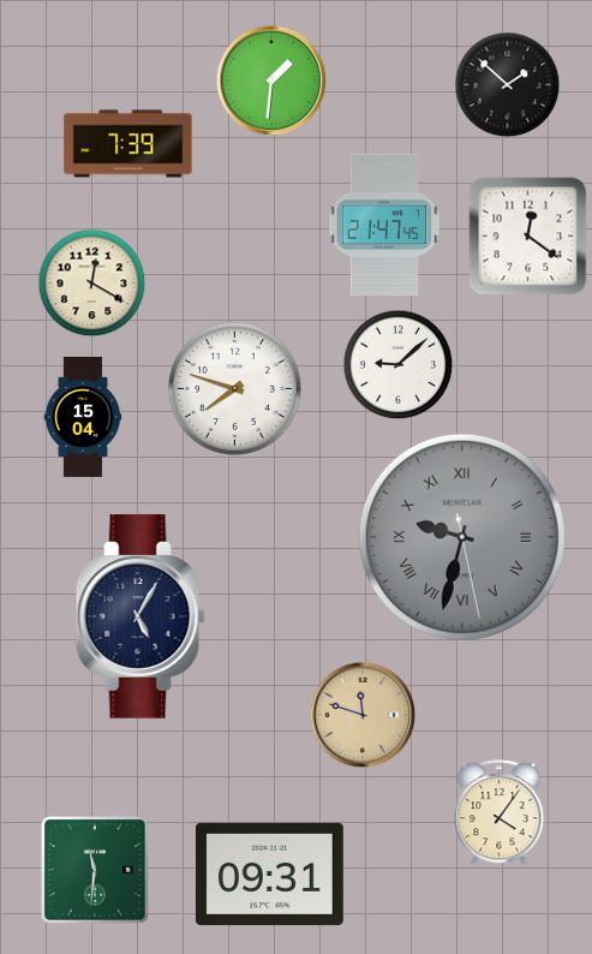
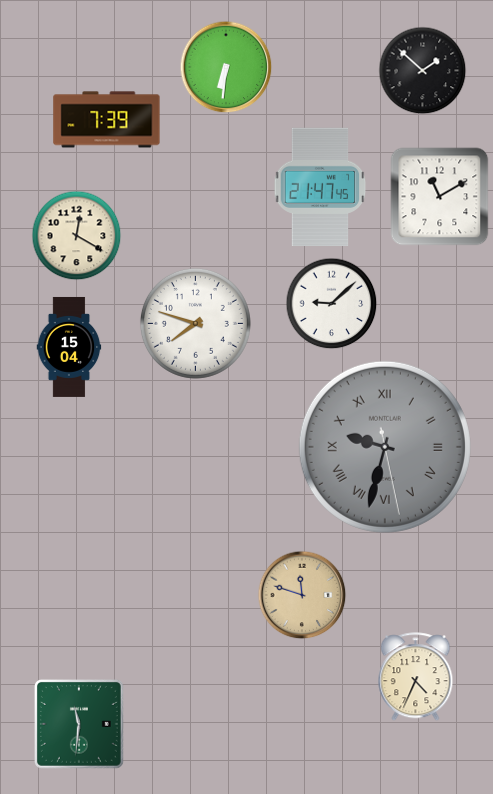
clock at (271, 81): 1:31 -> 6:31
clock at (528, 237): 12:21 -> 11:10
clock at (140, 616): 5:05 -> none
clock at (500, 813): 4:06 -> 4:34
clock at (269, 873): 09:31 -> none
